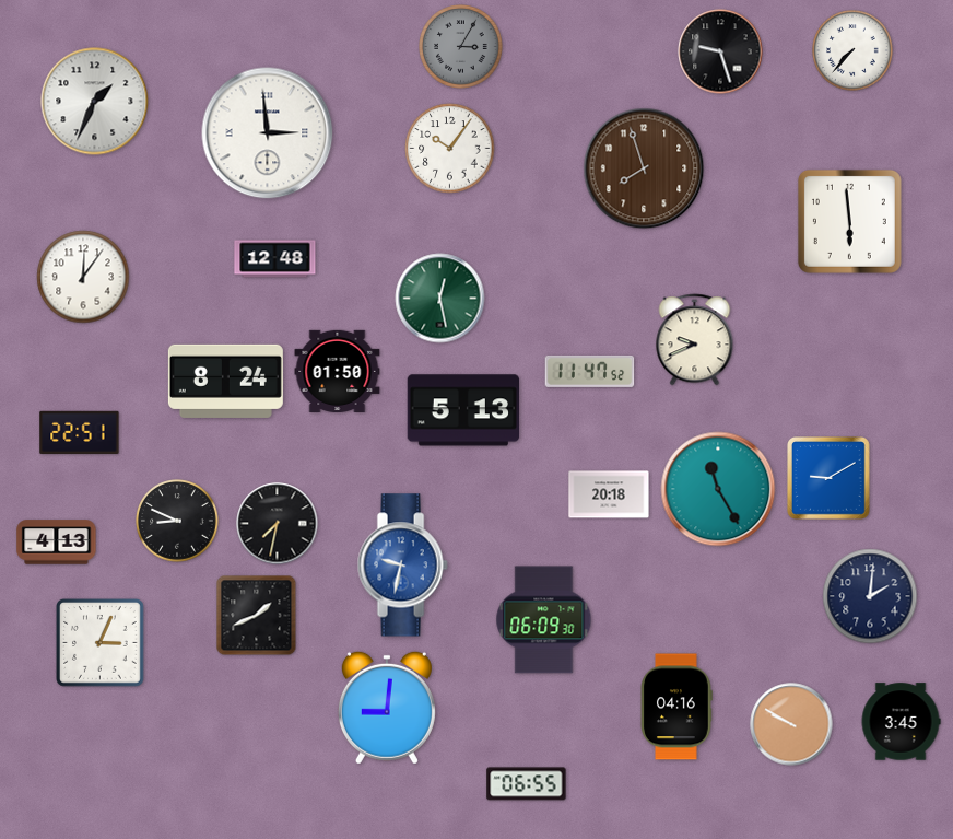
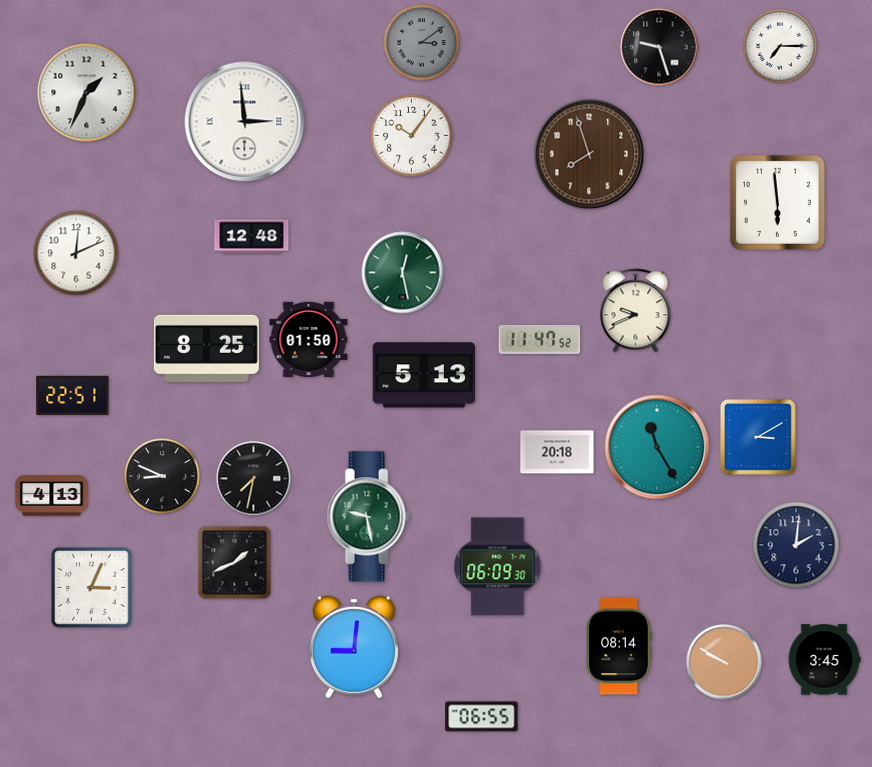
clock at (461, 47): 3:05 -> 3:09
clock at (854, 51): 7:37 -> 7:15
clock at (83, 277): 12:06 -> 12:11
clock at (225, 381): 8:24 -> 8:25
clock at (830, 479): 9:10 -> 3:10
clock at (402, 566): 9:32 -> 9:28
clock at (402, 566) dial: blue -> green
clock at (676, 707): 04:16 -> 08:14
